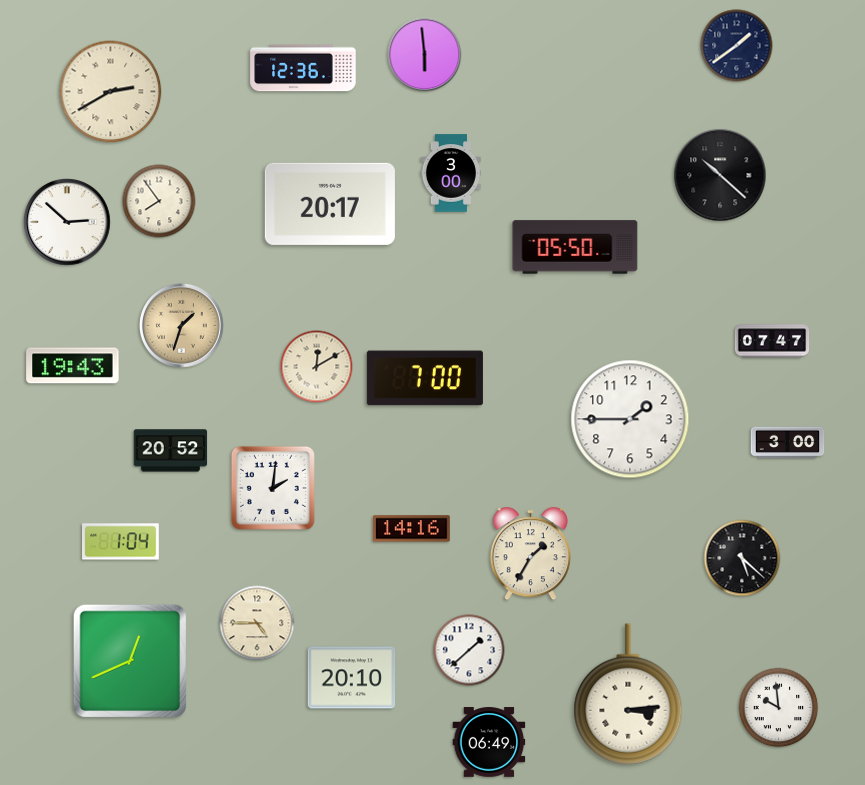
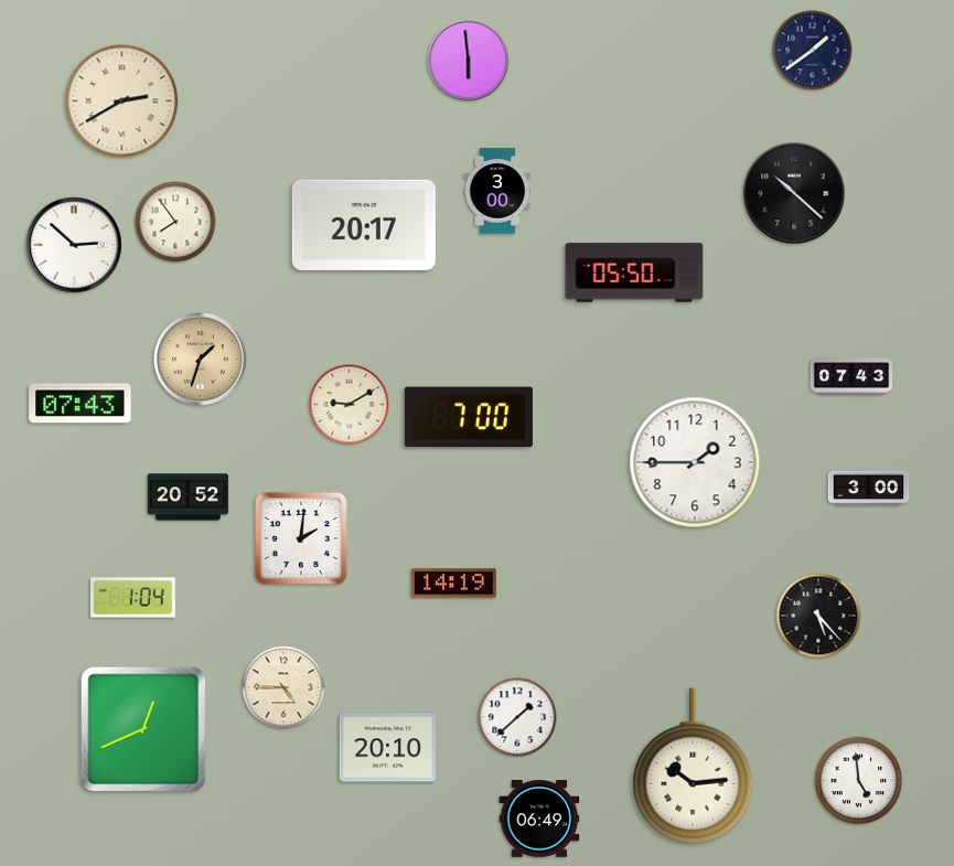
clock at (303, 68): 12:36 -> none
clock at (772, 341): 07:47 -> 07:43
clock at (73, 366): 19:43 -> 07:43
clock at (317, 367): 12:10 -> 9:10
clock at (412, 529): 14:16 -> 14:19
clock at (530, 554): 1:35 -> none
clock at (742, 558): 5:22 -> 5:23
clock at (628, 694): 3:14 -> 10:14
clock at (779, 708): 9:59 -> 4:59
